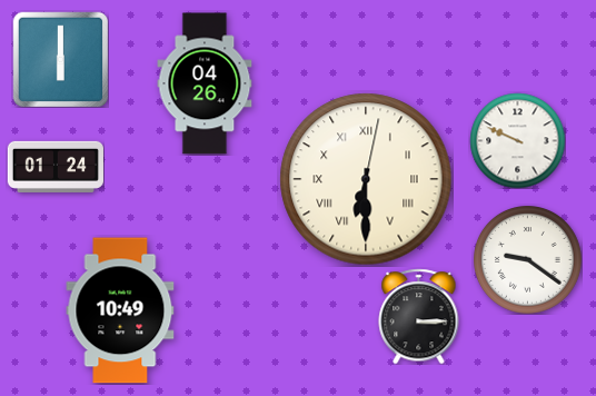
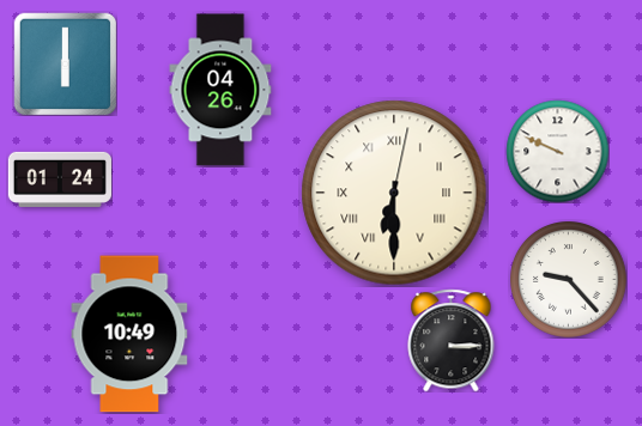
clock at (528, 260): 9:21 -> 9:23
